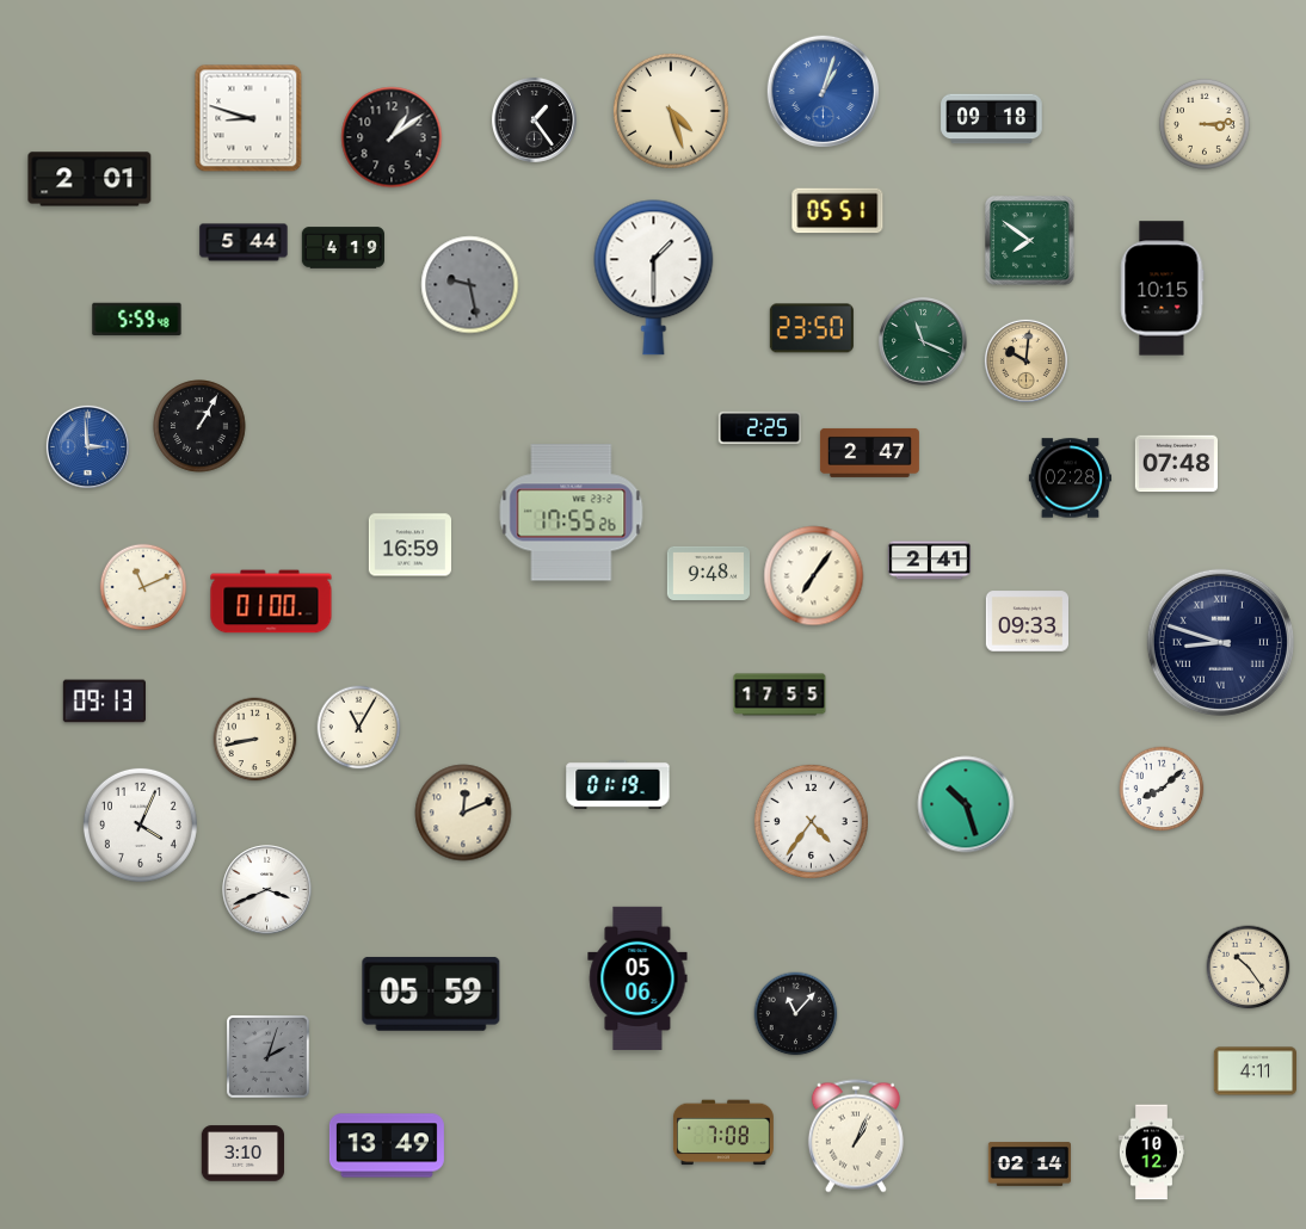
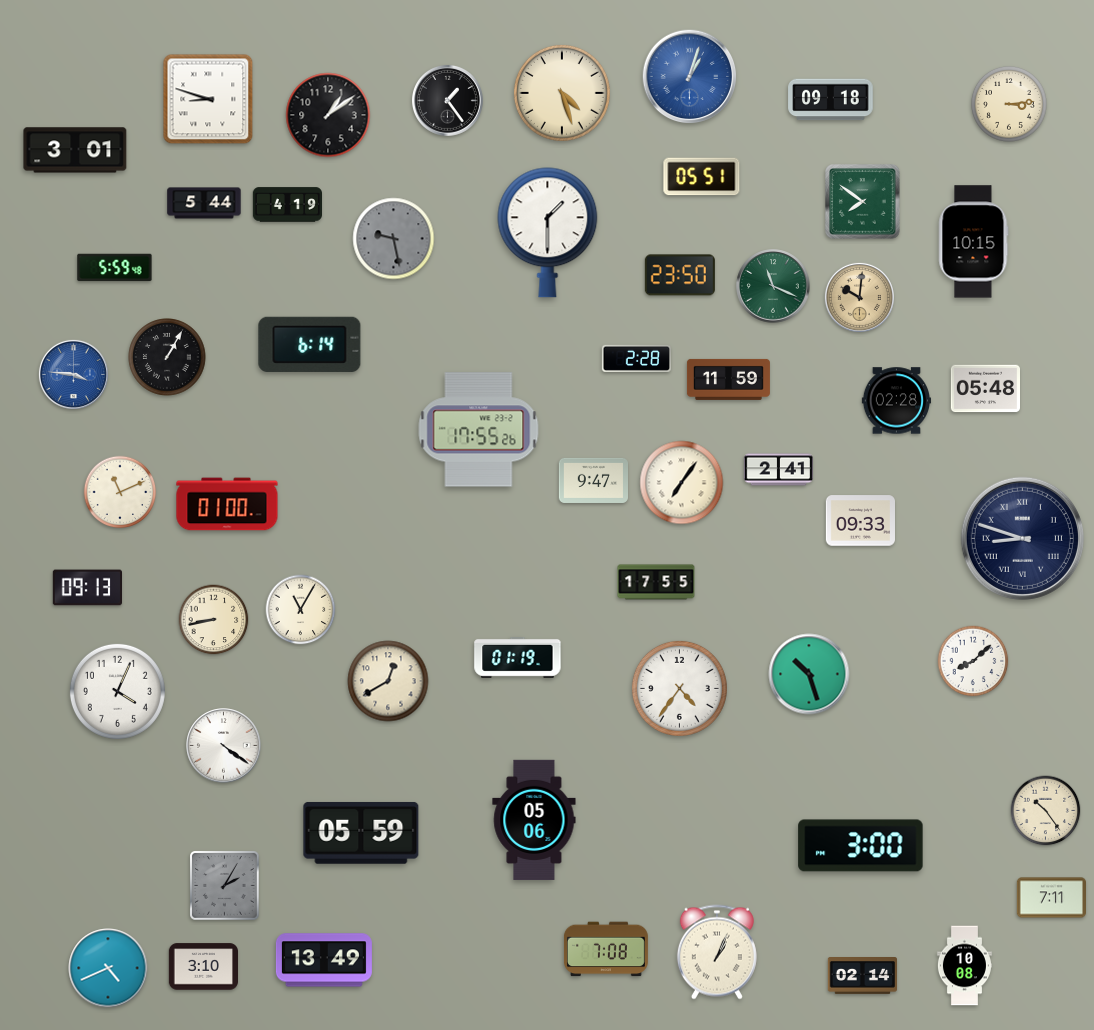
clock at (90, 179): 2:01 -> 3:01
clock at (344, 248) position: (344, 248) -> (288, 205)
clock at (1025, 360) position: (1025, 360) -> (859, 297)
clock at (310, 344): none -> 6:14
clock at (759, 427): 2:25 -> 2:28
clock at (87, 446): 2:59 -> 3:46
clock at (869, 452): 2:47 -> 11:59
clock at (1176, 464): 07:48 -> 05:48
clock at (409, 545): 16:59 -> none
clock at (708, 573): 9:48 -> 9:47
clock at (780, 694) position: (780, 694) -> (656, 582)
clock at (463, 813): 12:11 -> 12:40
clock at (267, 890): 3:41 -> 4:21
clock at (861, 846): none -> 3:00
clock at (796, 1014): 11:07 -> none
clock at (269, 1057): 2:03 -> 2:05
clock at (1255, 1071): 4:11 -> 7:11
clock at (1151, 1153): 10:12 -> 10:08
clock at (108, 968): none -> 4:41
